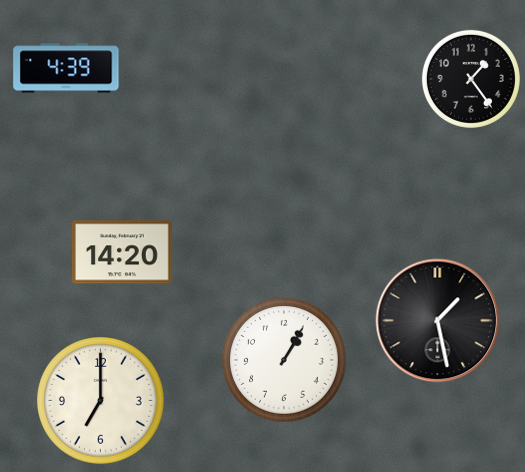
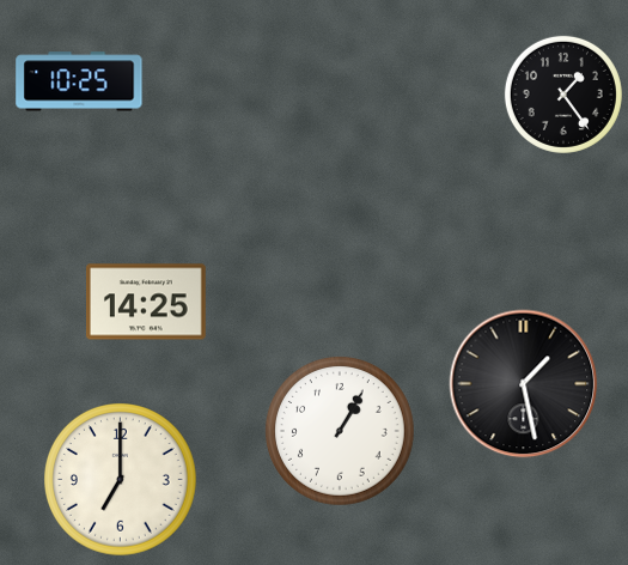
clock at (66, 68): 4:39 -> 10:25
clock at (123, 252): 14:20 -> 14:25
